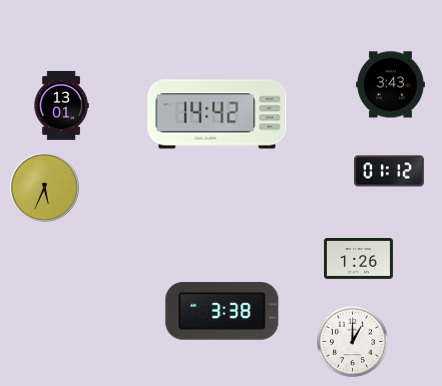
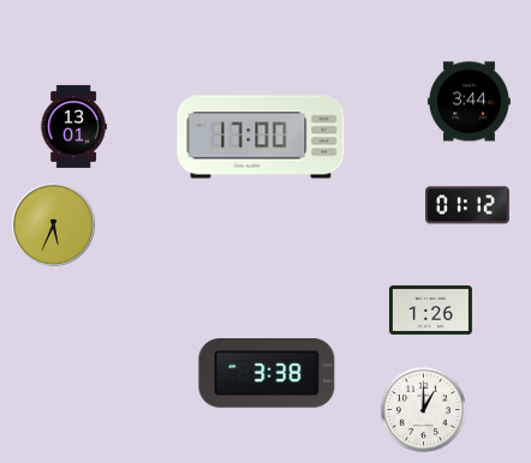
clock at (390, 85): 3:43 -> 3:44
clock at (217, 114): 14:42 -> 17:00
